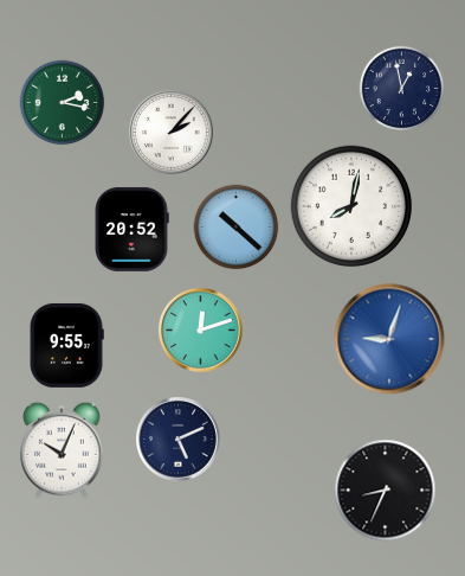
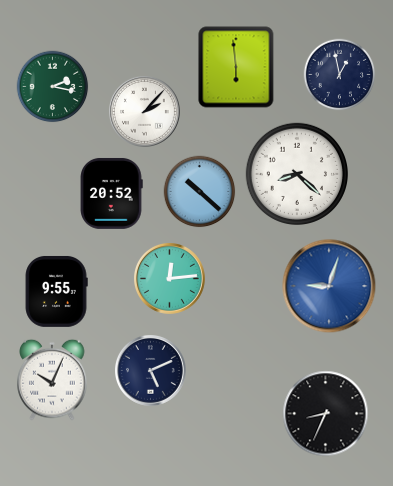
clock at (236, 67): none -> 5:59
clock at (350, 205): 8:02 -> 8:22
clock at (201, 331): 12:12 -> 12:14
